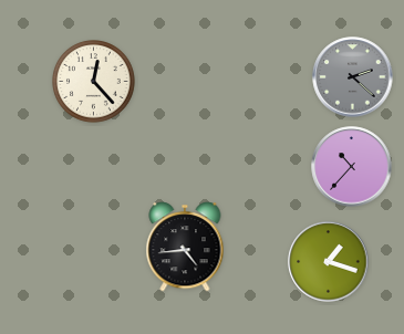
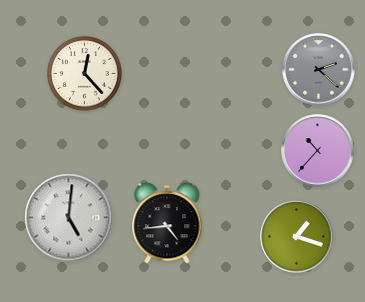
clock at (69, 218): none -> 5:01
